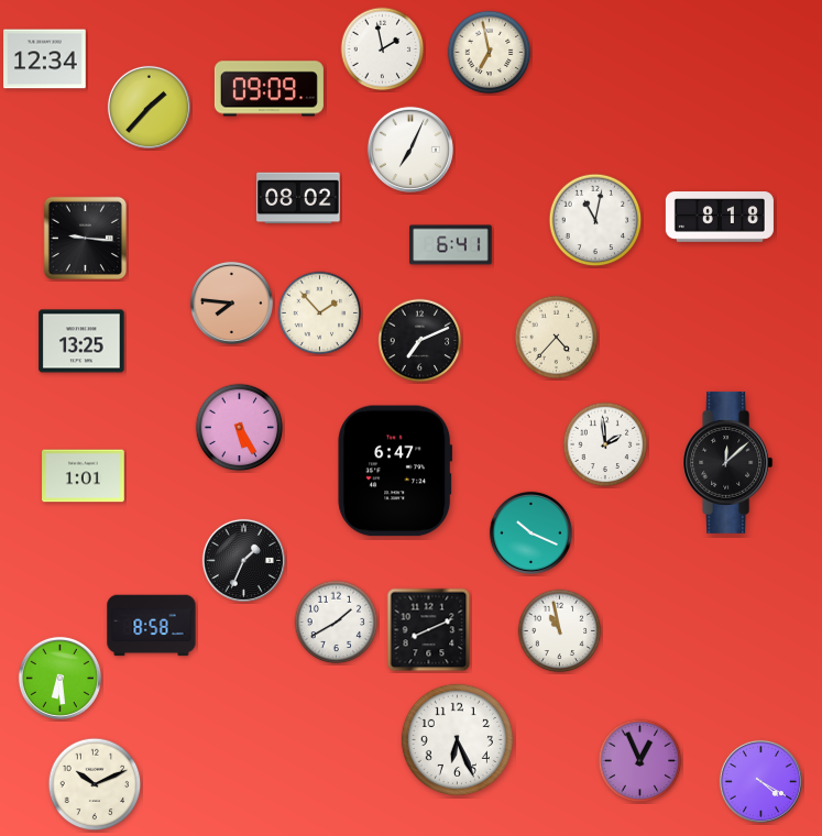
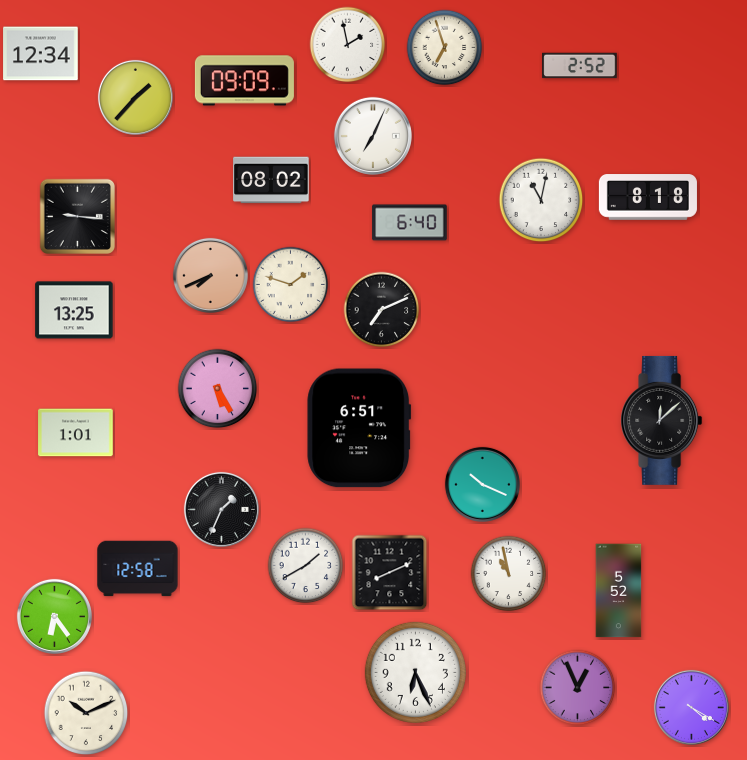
clock at (490, 53): 6:58 -> 6:57
clock at (580, 66): none -> 2:52
clock at (720, 217) position: (720, 217) -> (648, 197)
clock at (451, 245): 6:41 -> 6:40
clock at (231, 302): 7:46 -> 7:41
clock at (320, 313): 1:53 -> 1:48
clock at (557, 338): 4:37 -> none
clock at (605, 444): 1:59 -> none
clock at (395, 471): 6:47 -> 6:51
clock at (152, 626): 8:58 -> 12:58
clock at (619, 591): none -> 5:52
clock at (59, 678): 6:29 -> 6:24
clock at (640, 761) position: (640, 761) -> (578, 688)
clock at (760, 781) position: (760, 781) -> (691, 707)
